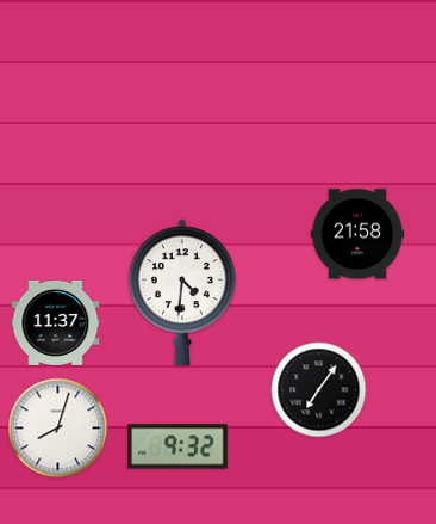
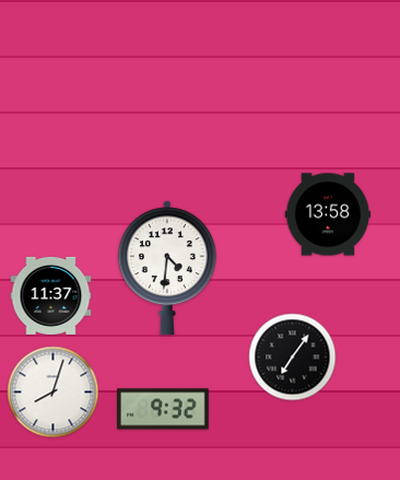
clock at (357, 234): 21:58 -> 13:58
